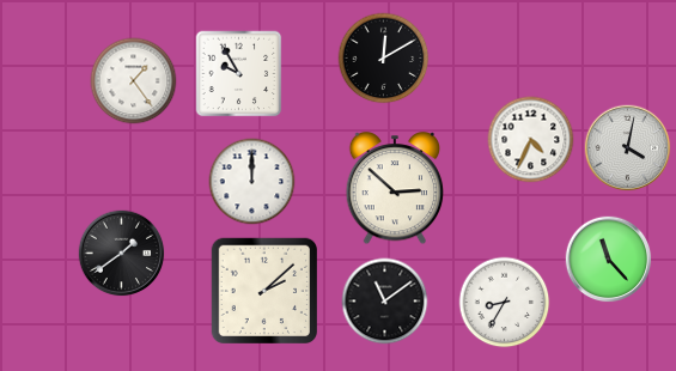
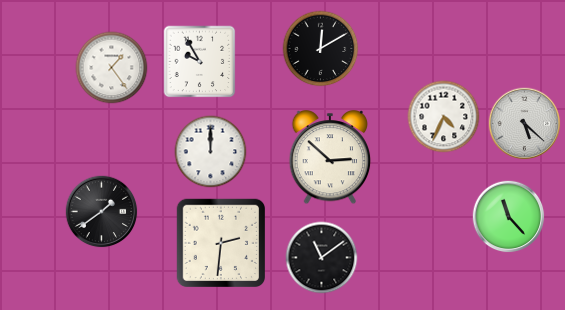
clock at (628, 148): 4:02 -> 5:22
clock at (263, 290): 2:08 -> 2:31
clock at (385, 302) position: (385, 302) -> (322, 258)
clock at (505, 303): 8:35 -> none
